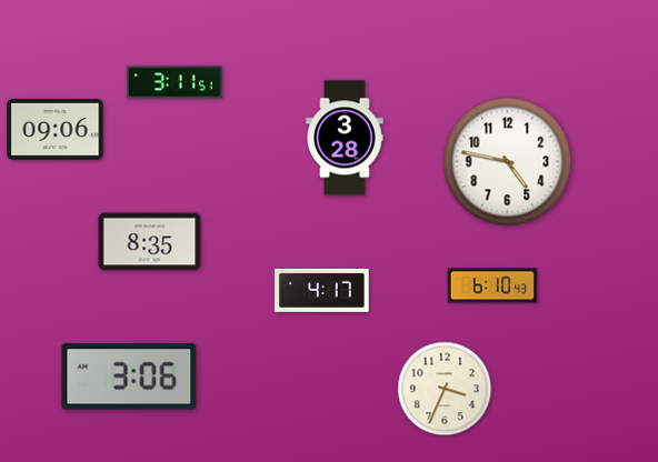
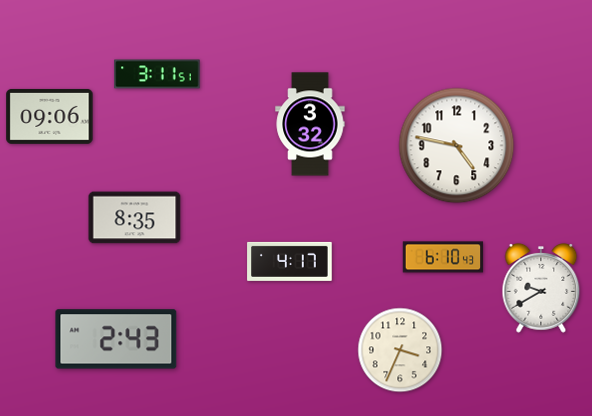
clock at (345, 138): 3:28 -> 3:32
clock at (541, 288): none -> 9:40
clock at (129, 376): 3:06 -> 2:43
